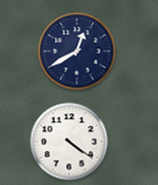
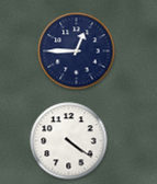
clock at (77, 52): 12:40 -> 12:45
